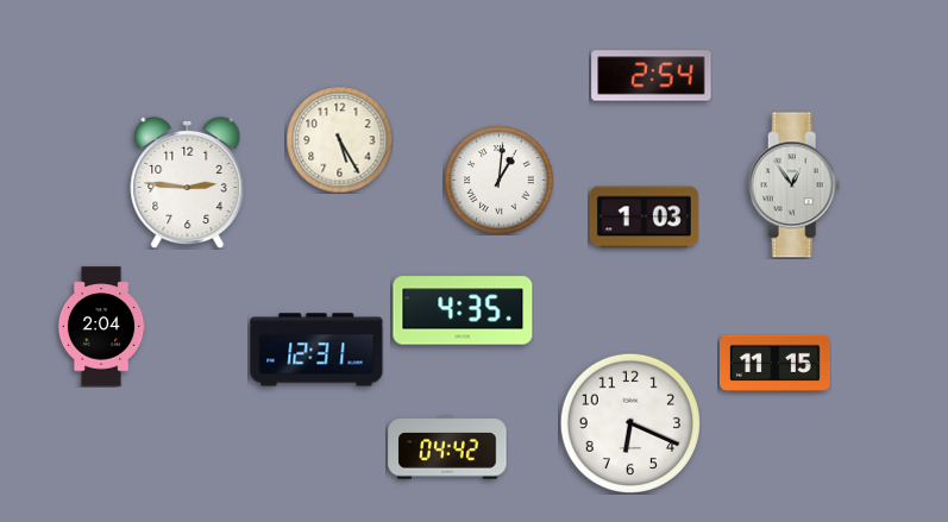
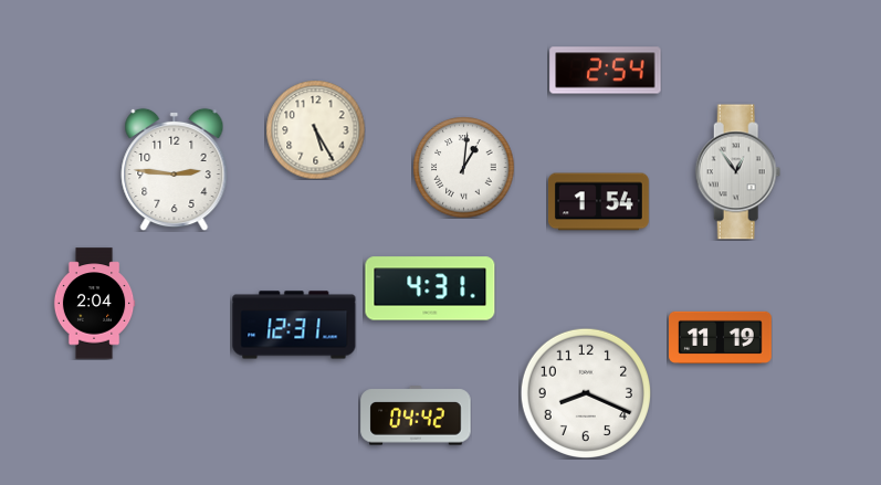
clock at (643, 218): 1:03 -> 1:54
clock at (463, 310): 4:35 -> 4:31
clock at (776, 363): 11:15 -> 11:19
clock at (629, 422): 6:19 -> 8:19
